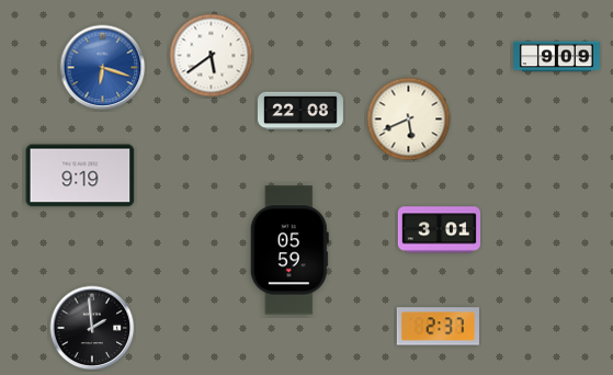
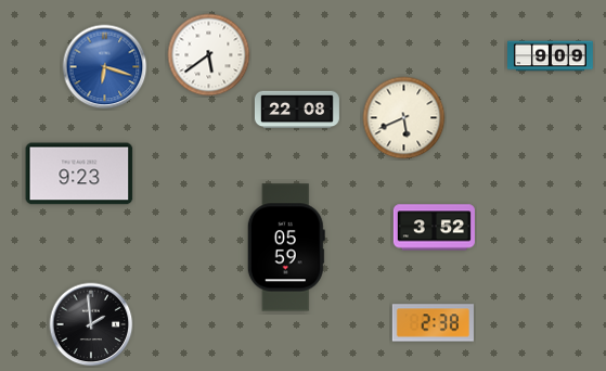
clock at (103, 68) position: (103, 68) -> (105, 67)
clock at (80, 175): 9:19 -> 9:23
clock at (439, 230): 3:01 -> 3:52
clock at (438, 327): 2:37 -> 2:38
